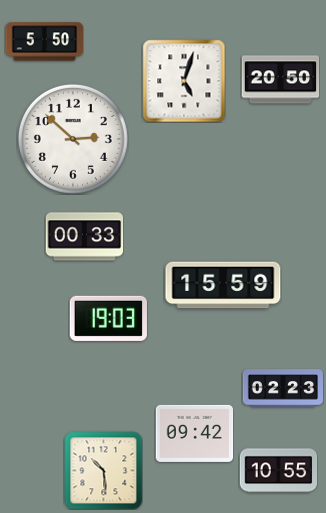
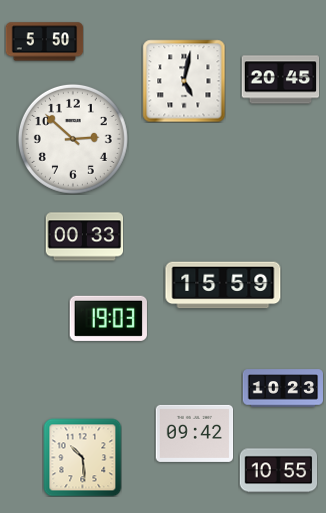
clock at (280, 80): 20:50 -> 20:45
clock at (184, 81): 5:03 -> 5:02
clock at (282, 388): 02:23 -> 10:23
clock at (103, 470) position: (103, 470) -> (82, 457)
